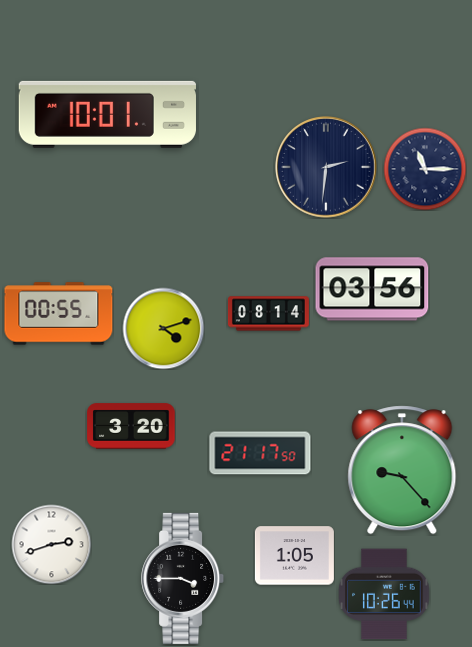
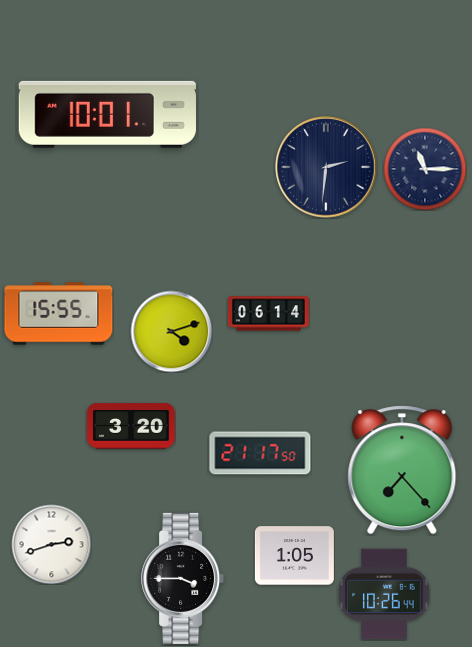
clock at (372, 289): 03:56 -> none
clock at (59, 314): 00:55 -> 15:55
clock at (268, 314): 08:14 -> 06:14
clock at (163, 328) position: (163, 328) -> (171, 331)
clock at (402, 470): 9:23 -> 7:23
